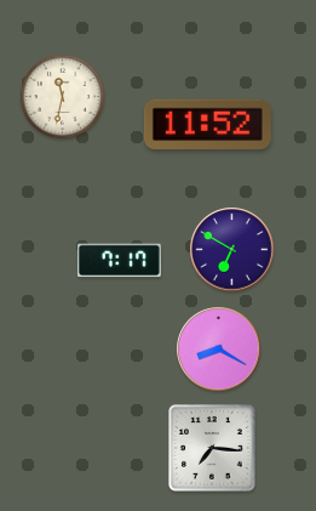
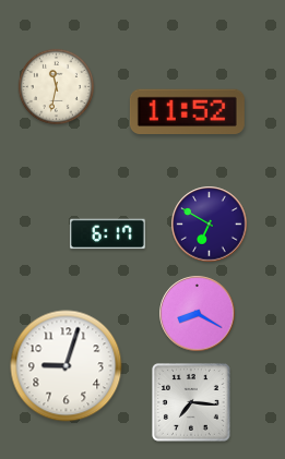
clock at (119, 261): 7:17 -> 6:17
clock at (67, 366): none -> 9:03
